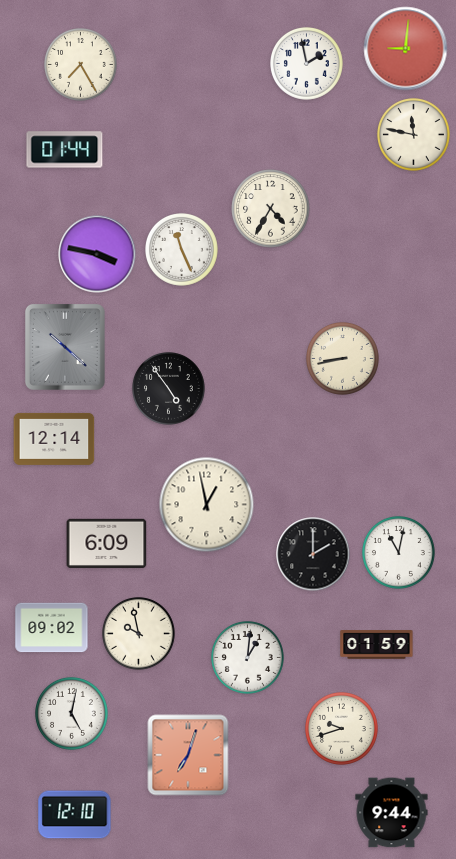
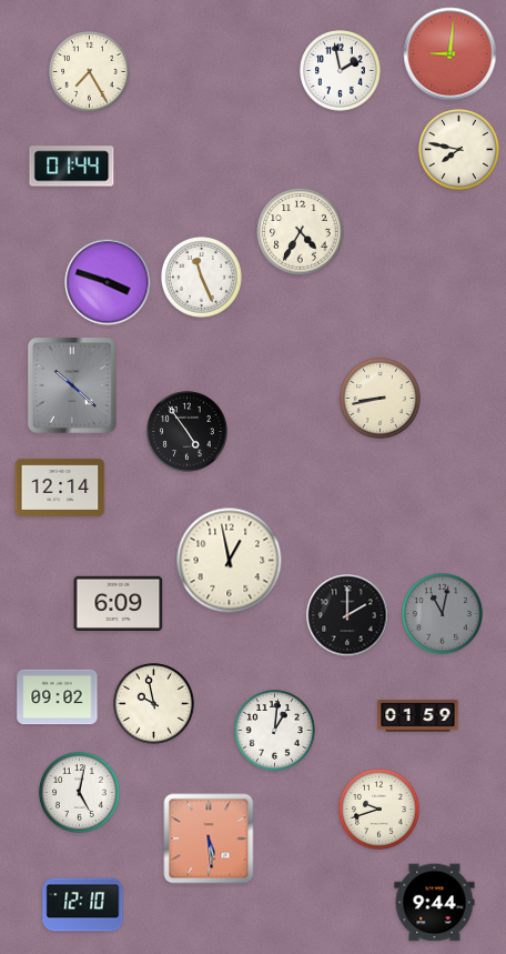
clock at (414, 135): 11:47 -> 7:47
clock at (97, 254): 3:47 -> 3:48
clock at (399, 553) dial: white -> grey
clock at (188, 755): 7:03 -> 5:29
